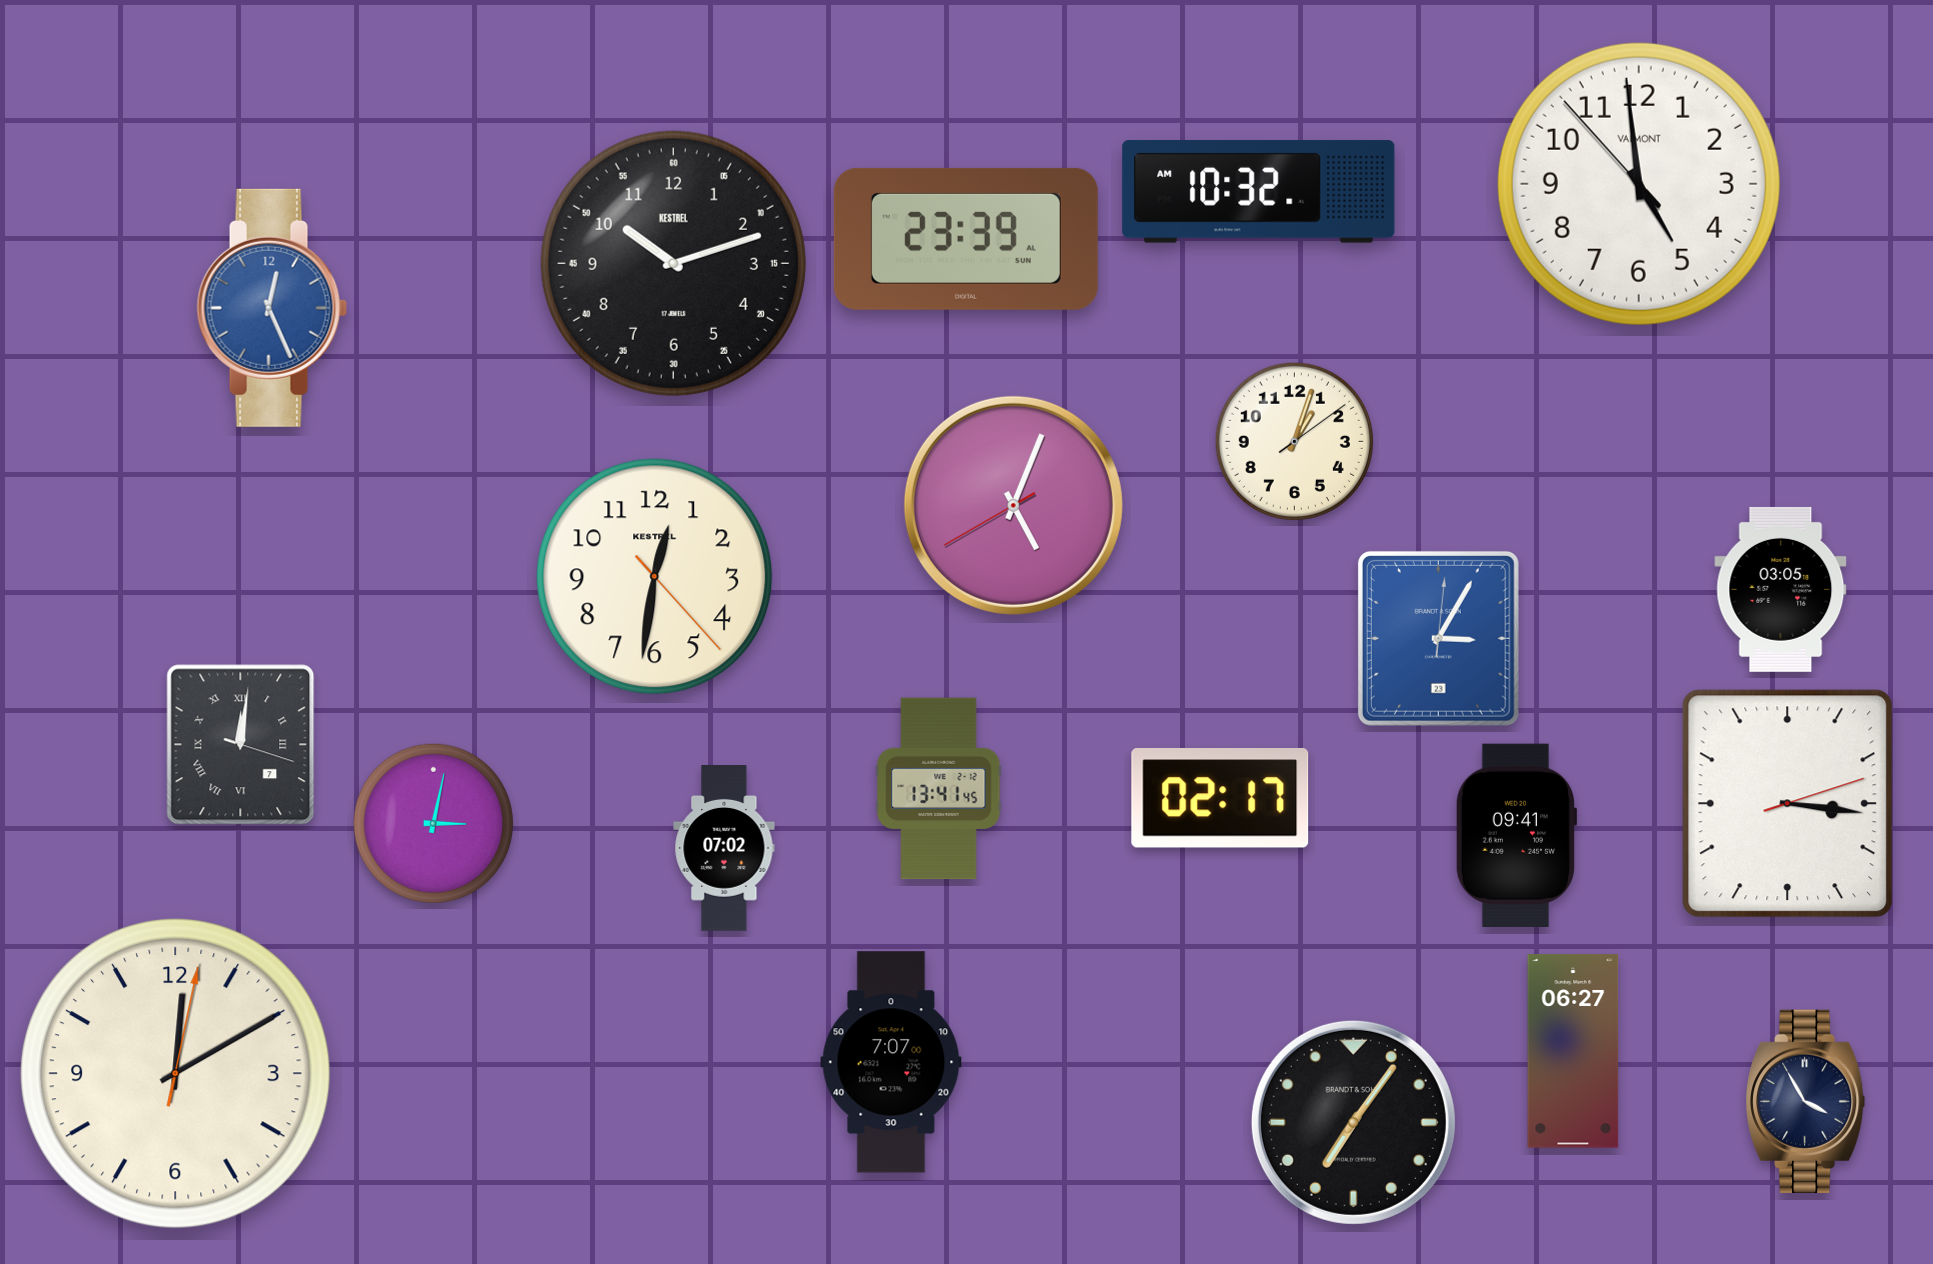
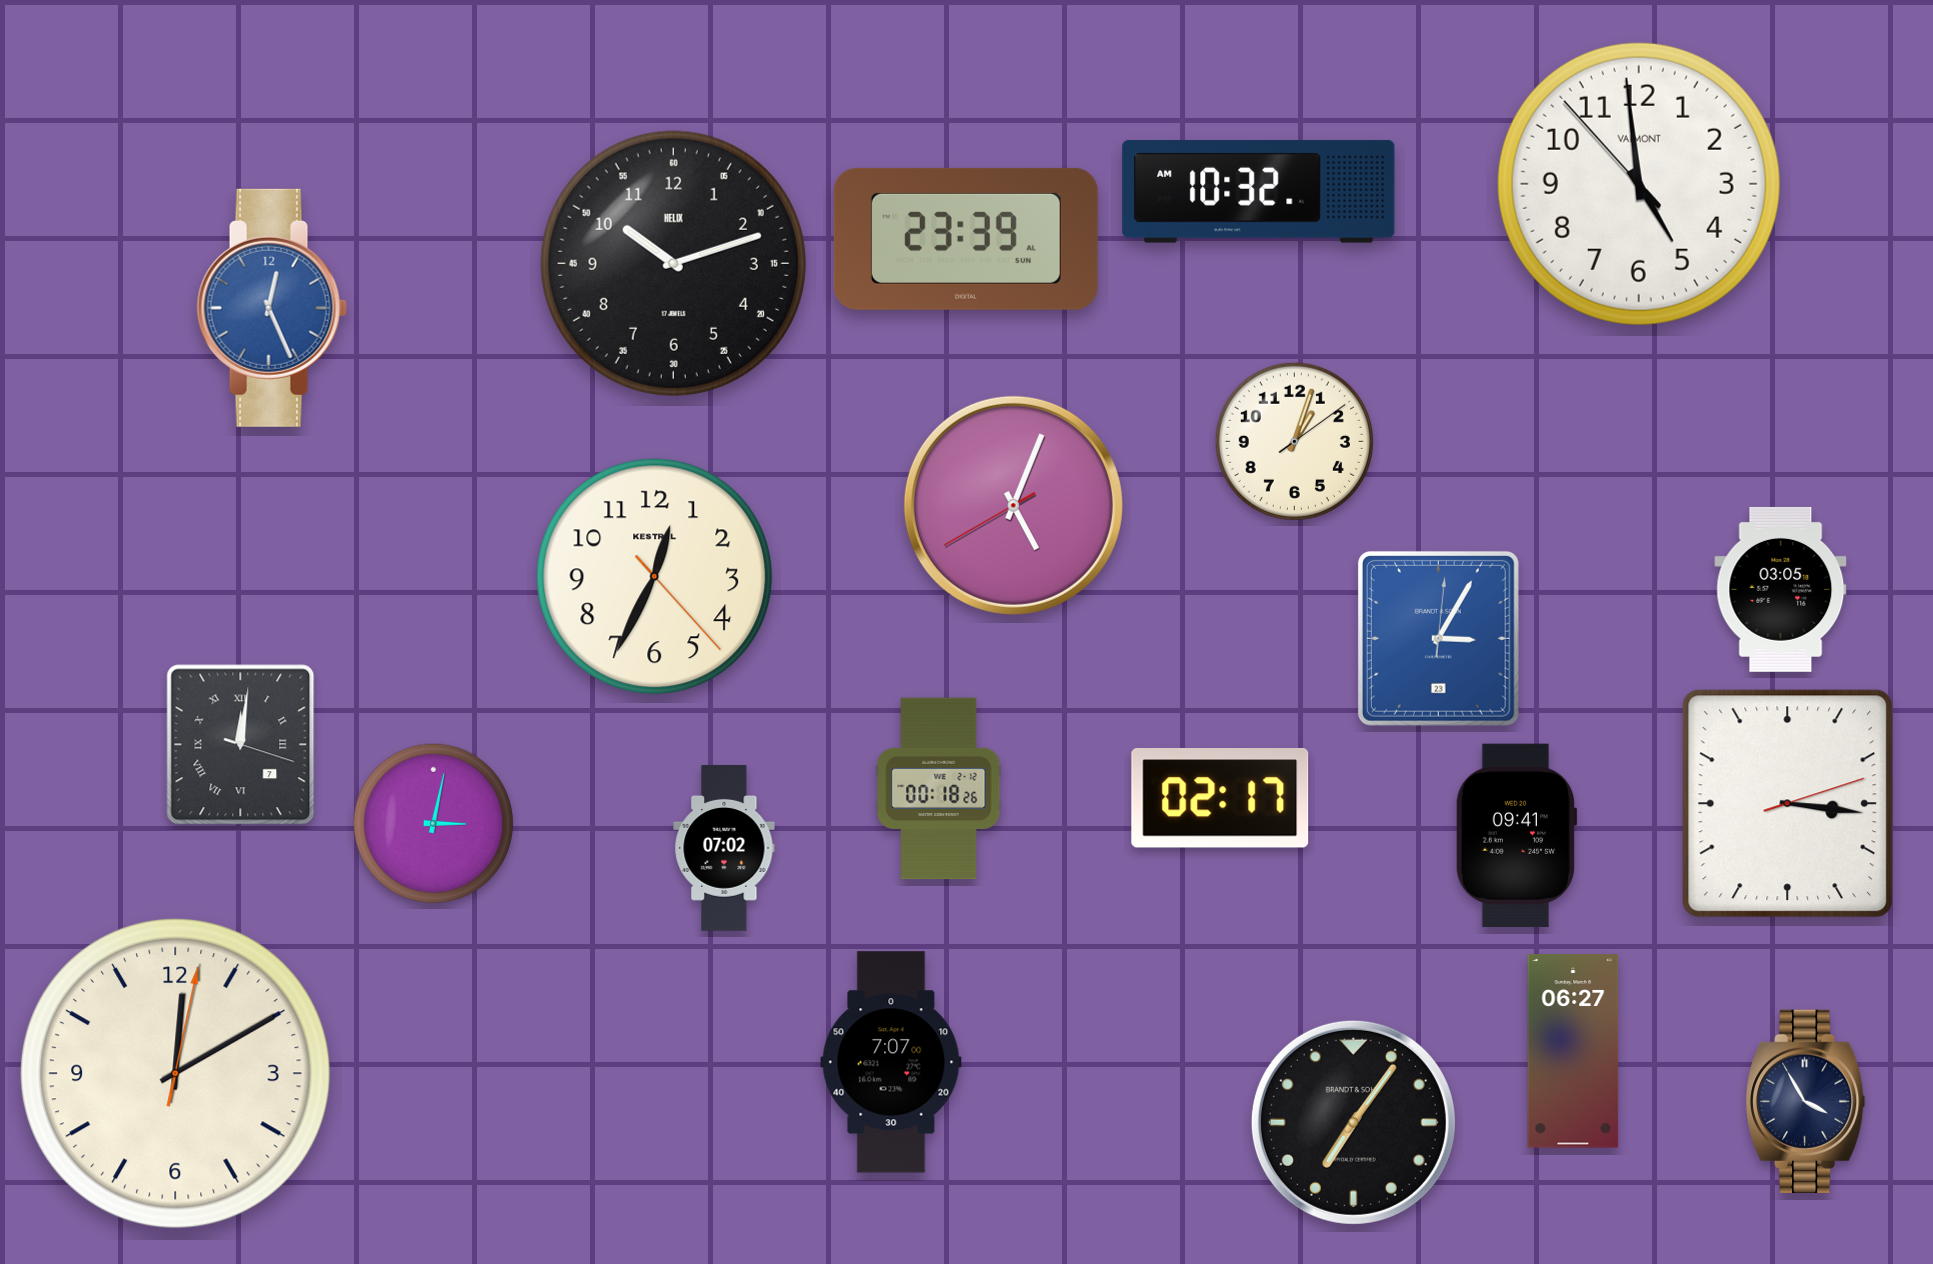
clock at (673, 263) brand: KESTREL -> HELIX
clock at (655, 577): 12:31 -> 12:34
clock at (939, 789): 13:41 -> 00:18
